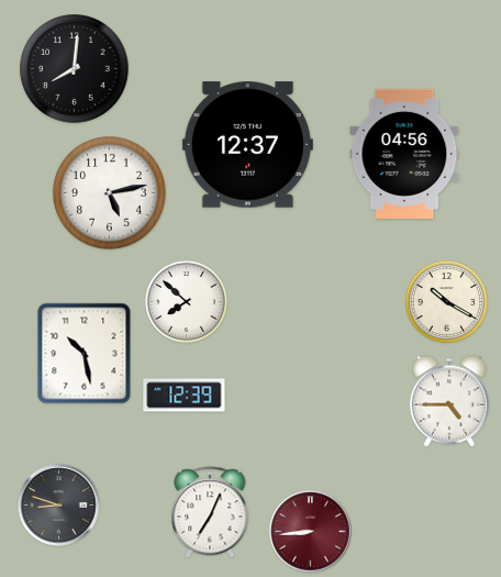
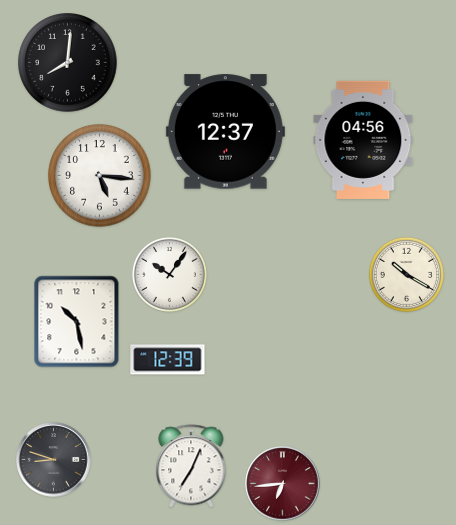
clock at (404, 154) position: (404, 154) -> (363, 140)
clock at (110, 193): 5:13 -> 5:16
clock at (186, 301): 7:52 -> 10:06
clock at (449, 401): 4:45 -> none
clock at (311, 532): 8:44 -> 6:44
